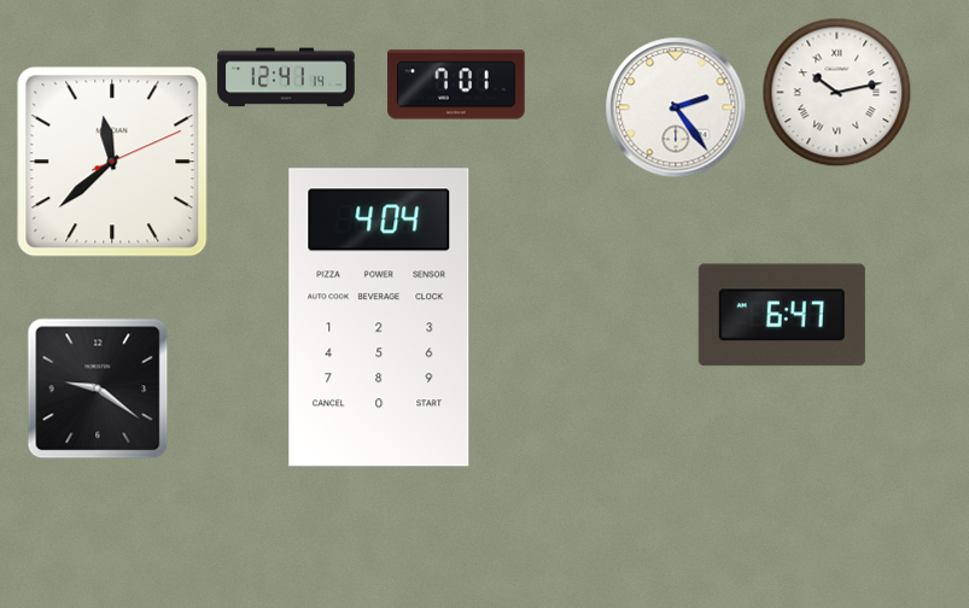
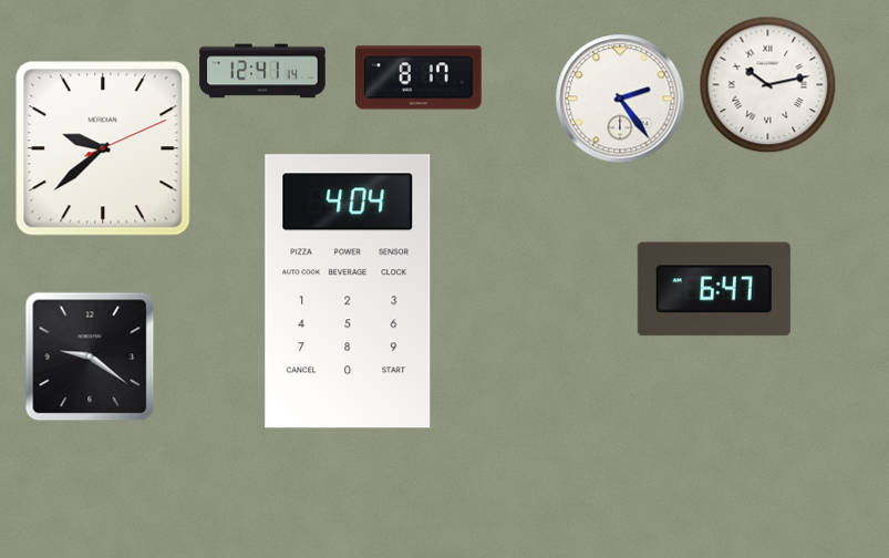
clock at (456, 84): 7:01 -> 8:17
clock at (112, 162): 11:38 -> 9:38
clock at (782, 315) position: (782, 315) -> (714, 289)
